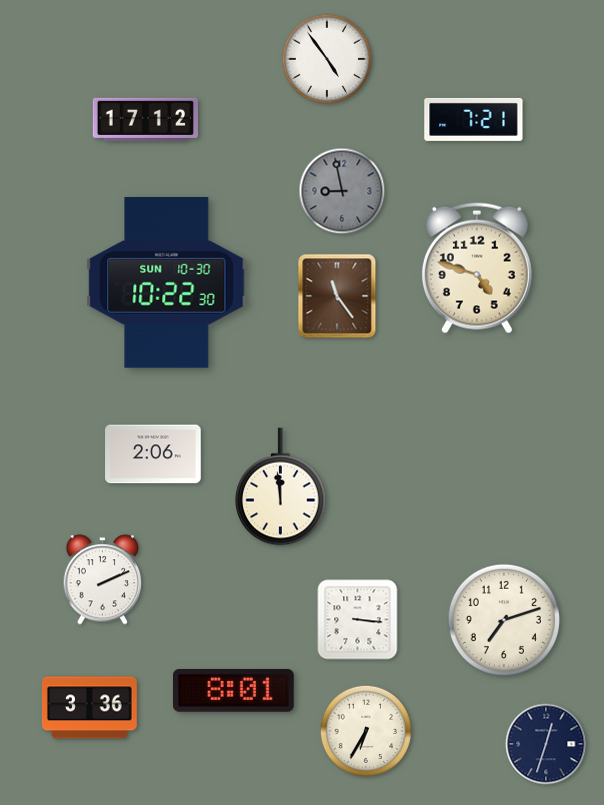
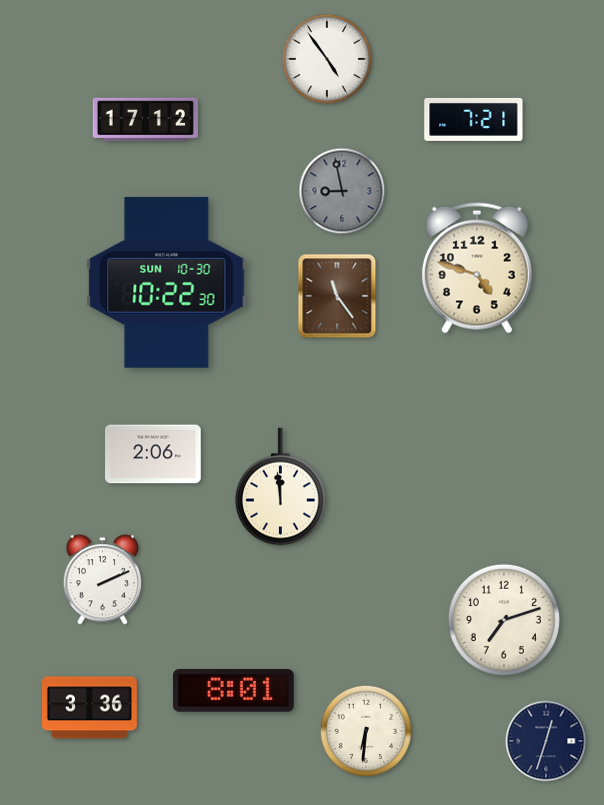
clock at (358, 620): 3:16 -> none
clock at (365, 730): 6:35 -> 6:31
clock at (546, 744) position: (546, 744) -> (546, 741)
